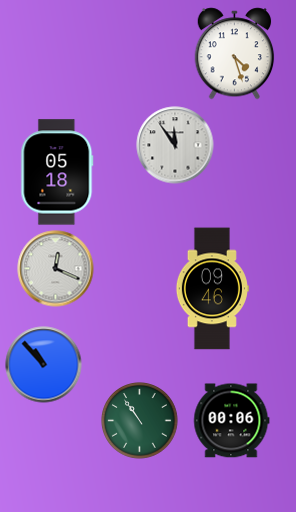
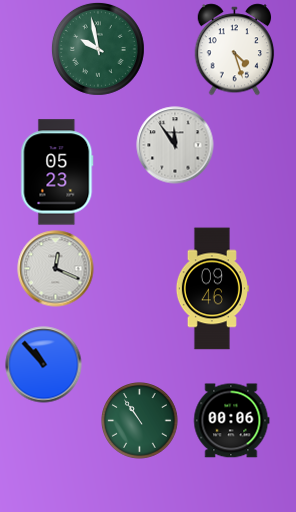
clock at (98, 49): none -> 9:58
clock at (235, 54) position: (235, 54) -> (235, 50)
clock at (57, 172): 05:18 -> 05:23
